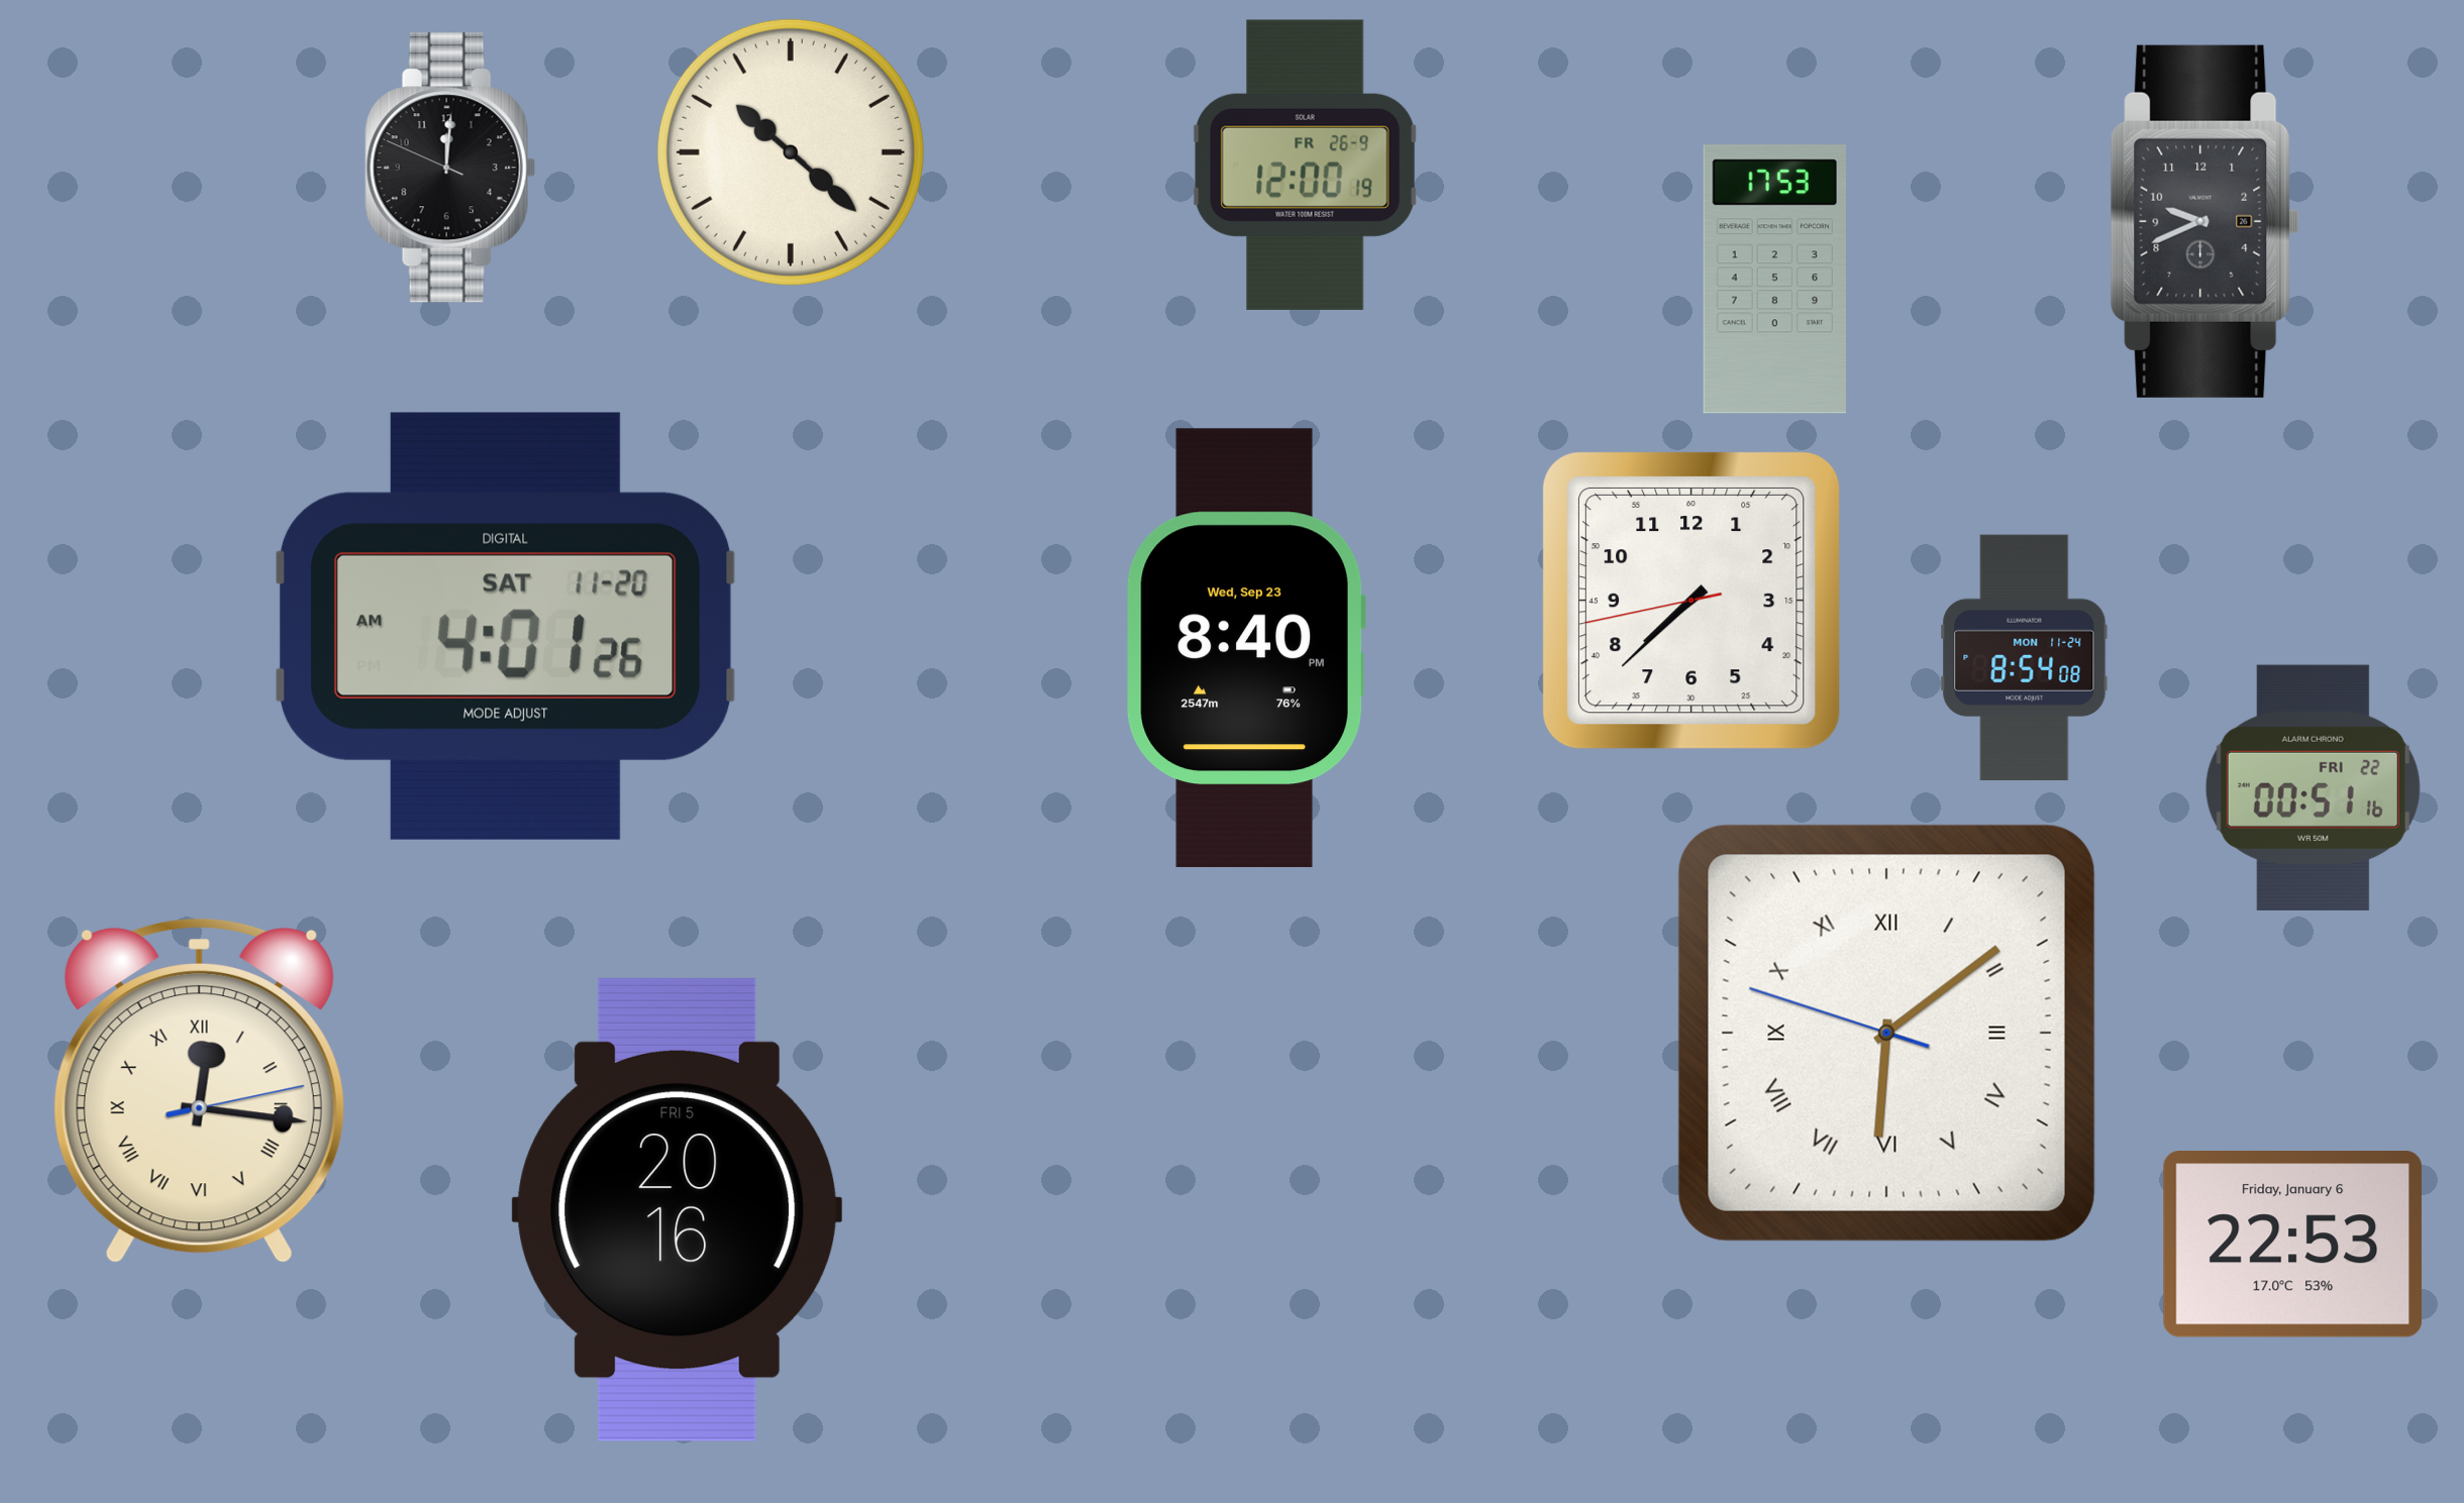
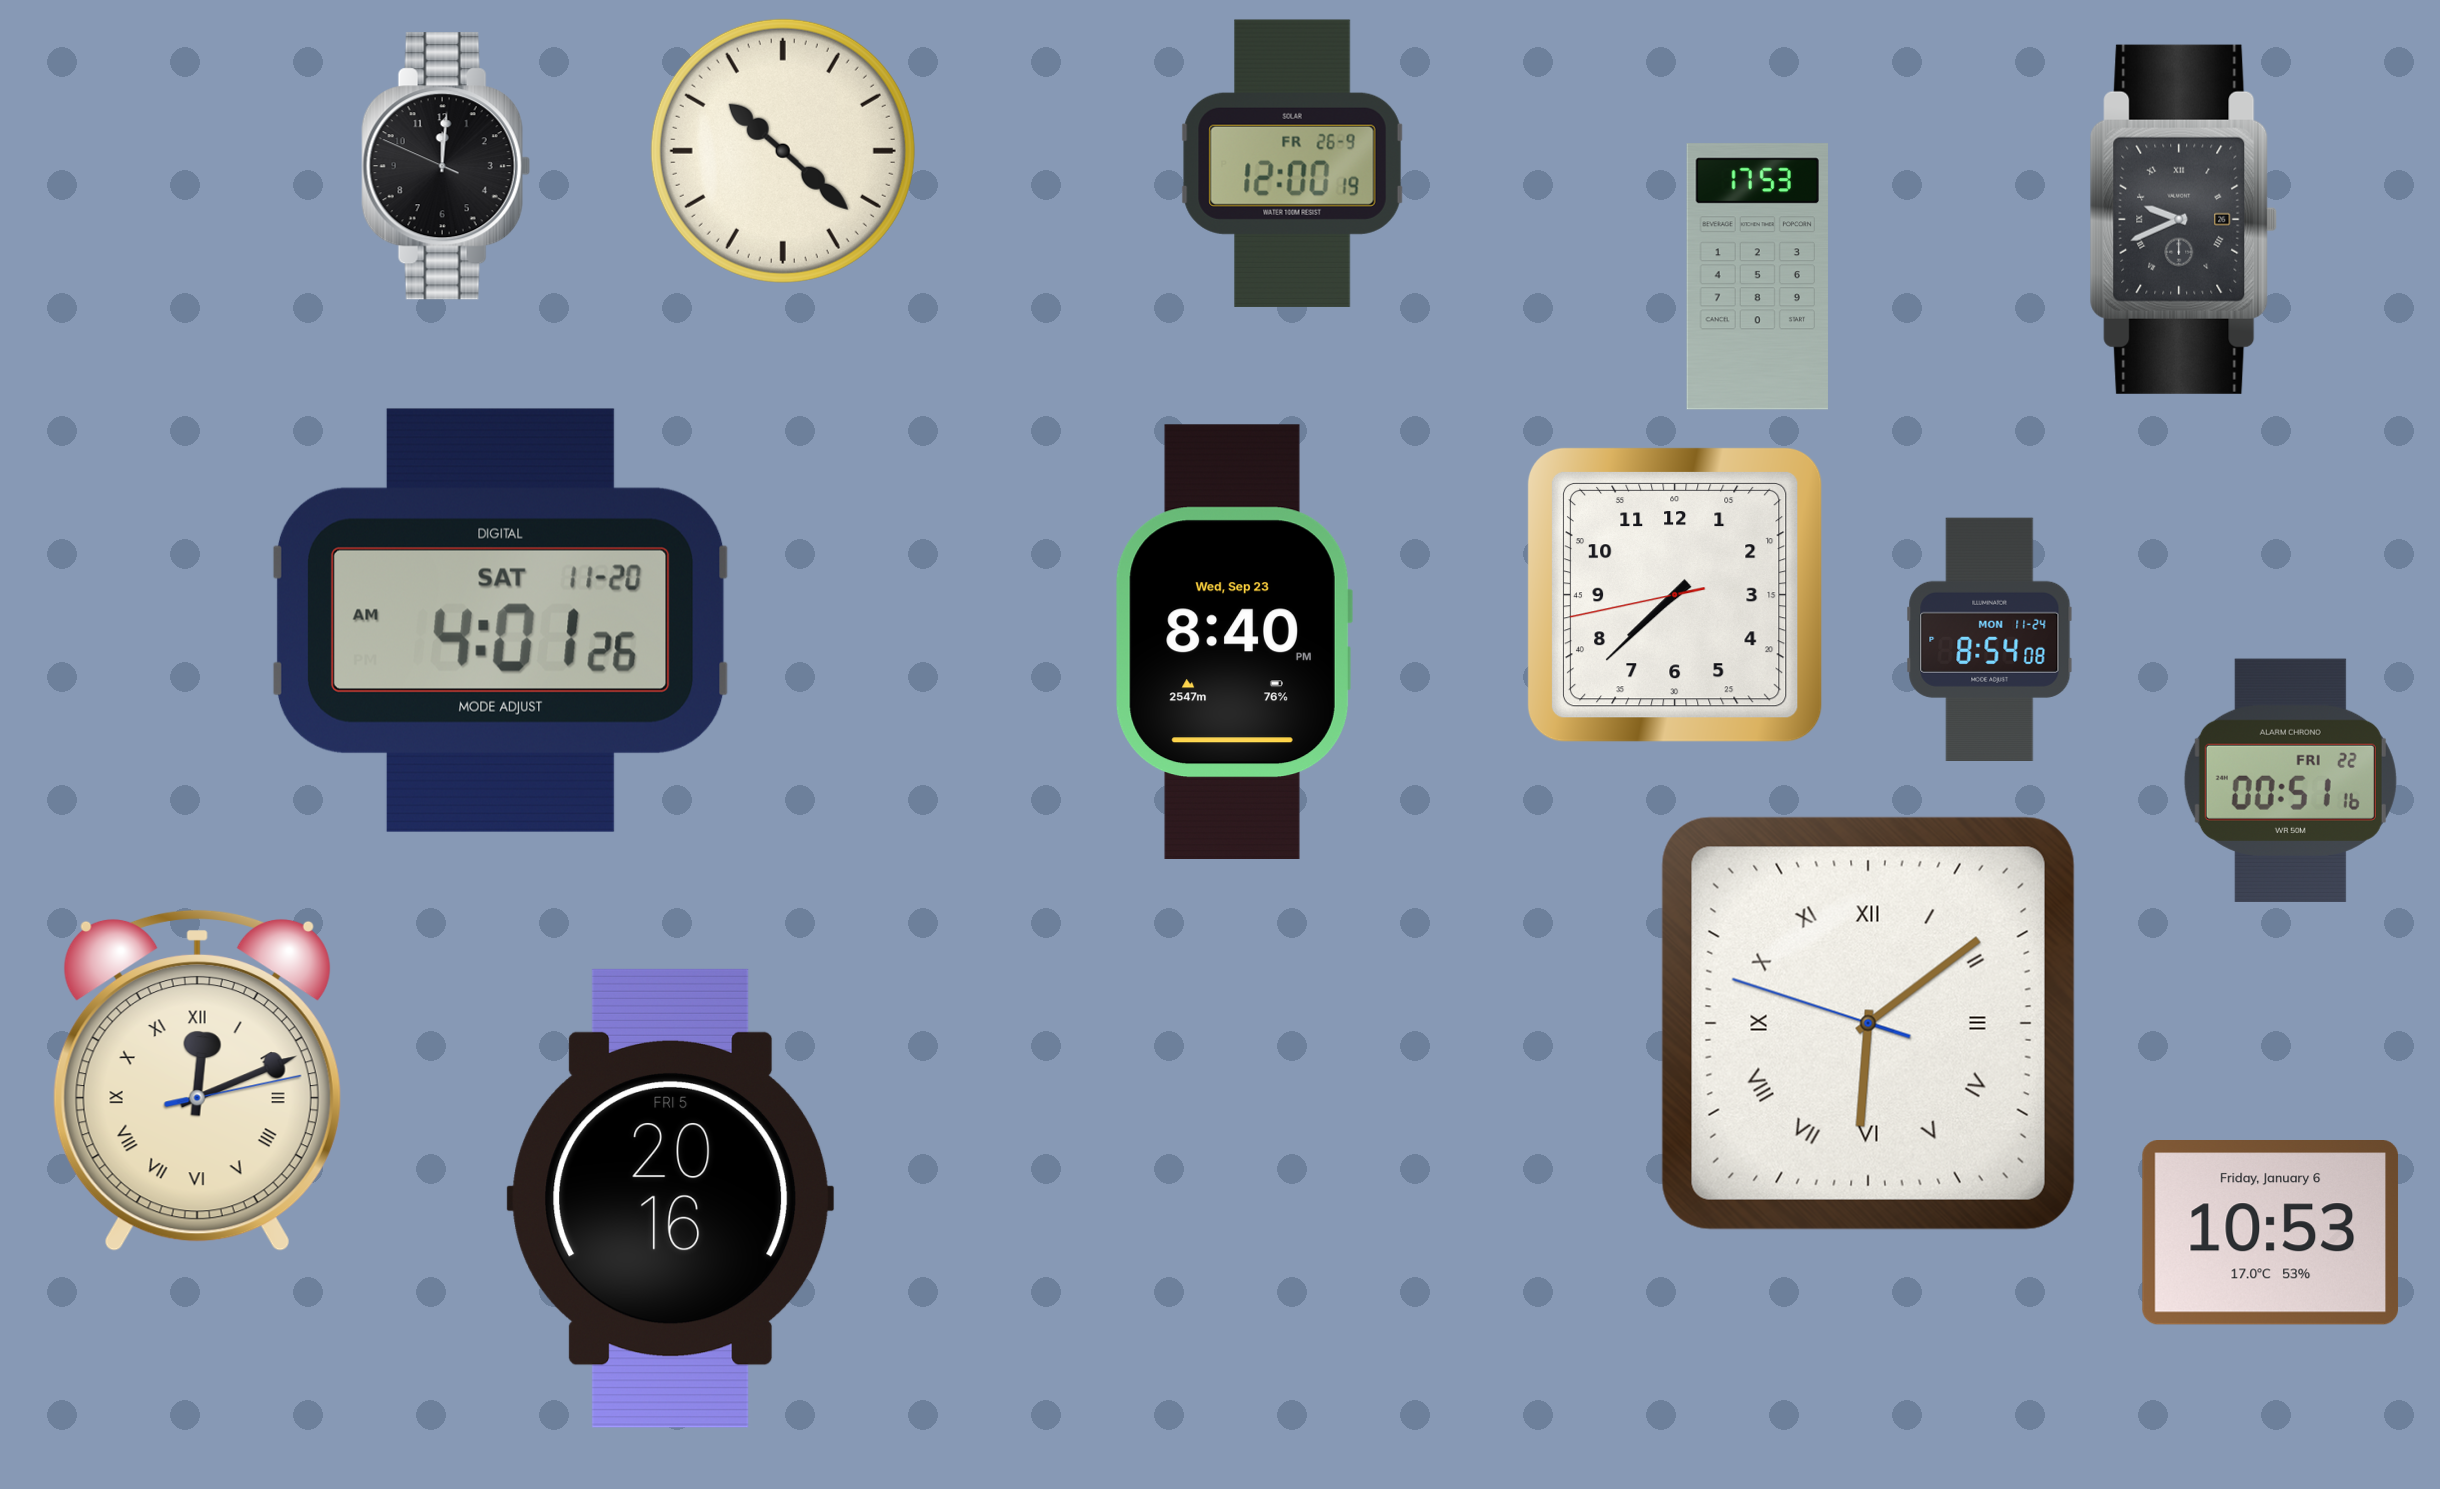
clock at (2204, 221) numerals: Arabic -> Roman
clock at (2025, 657) position: (2025, 657) -> (1990, 639)
clock at (199, 1090): 12:16 -> 12:11
clock at (2293, 1245): 22:53 -> 10:53
